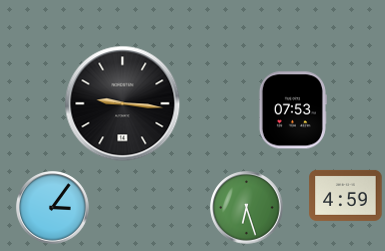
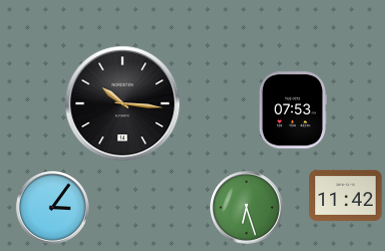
clock at (123, 104): 9:16 -> 10:16
clock at (346, 195): 4:59 -> 11:42
